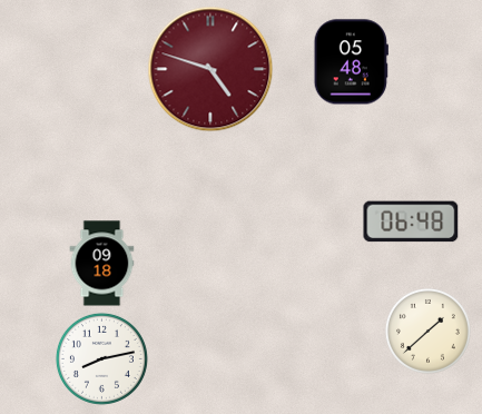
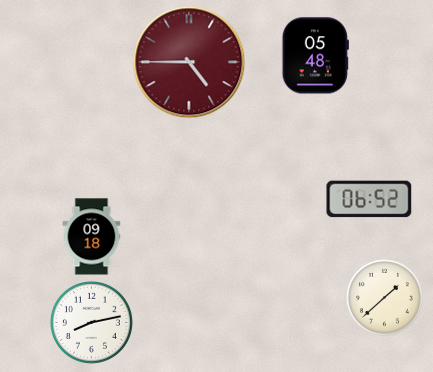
clock at (210, 69): 4:48 -> 4:45
clock at (411, 221): 06:48 -> 06:52
